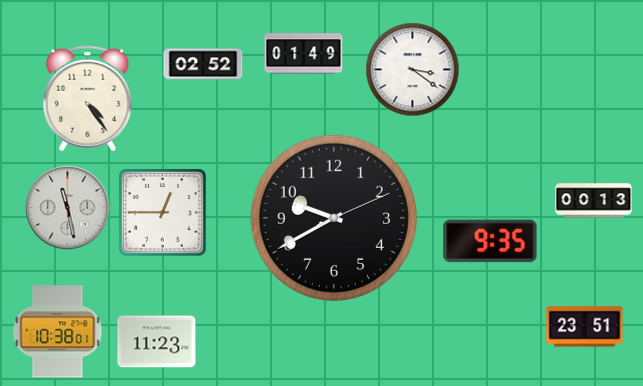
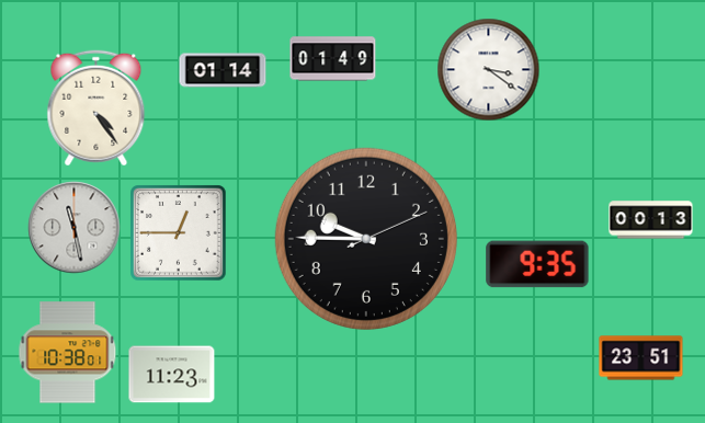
clock at (203, 64): 02:52 -> 01:14
clock at (413, 70) position: (413, 70) -> (489, 70)
clock at (334, 218): 9:40 -> 9:45
clock at (58, 332) position: (58, 332) -> (68, 353)
